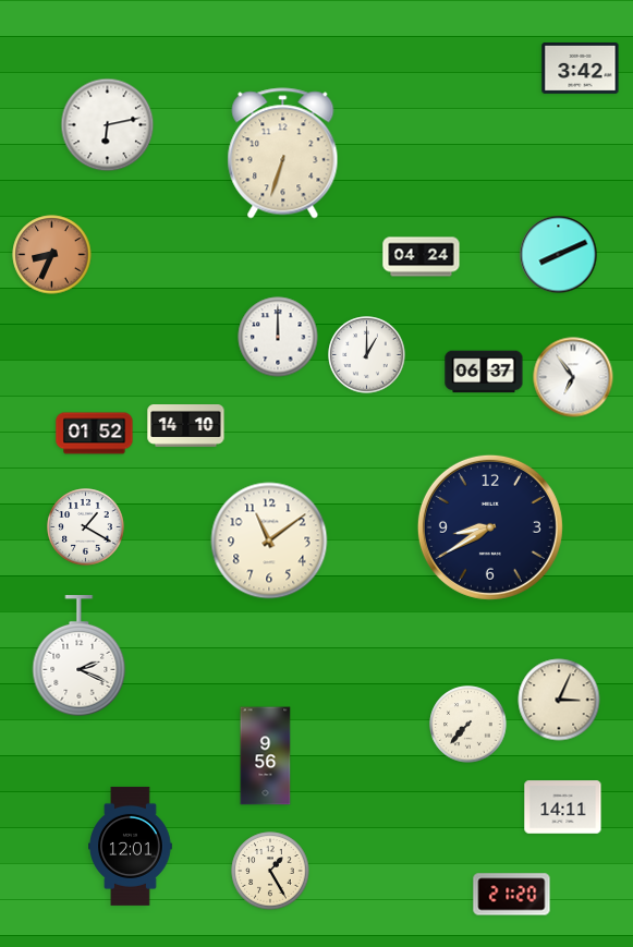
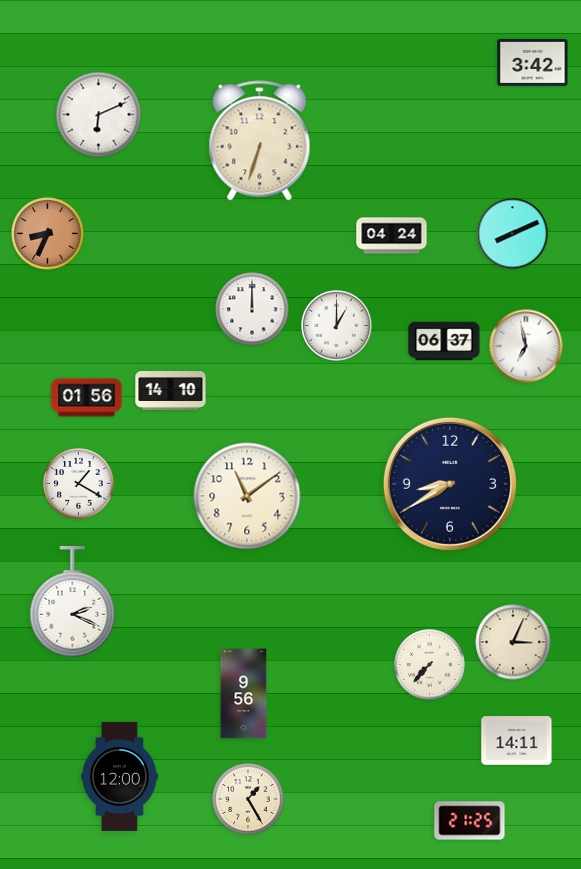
clock at (108, 125): 6:13 -> 6:11
clock at (422, 257) position: (422, 257) -> (392, 236)
clock at (278, 337) position: (278, 337) -> (252, 309)
clock at (573, 377): 6:54 -> 6:58
clock at (95, 434): 01:52 -> 01:56
clock at (131, 846): 12:01 -> 12:00
clock at (512, 895): 21:20 -> 21:25
